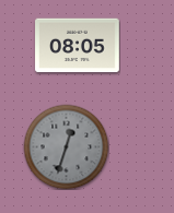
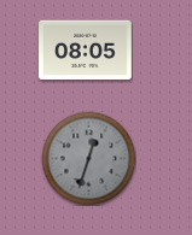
clock at (66, 146) position: (66, 146) -> (88, 158)
